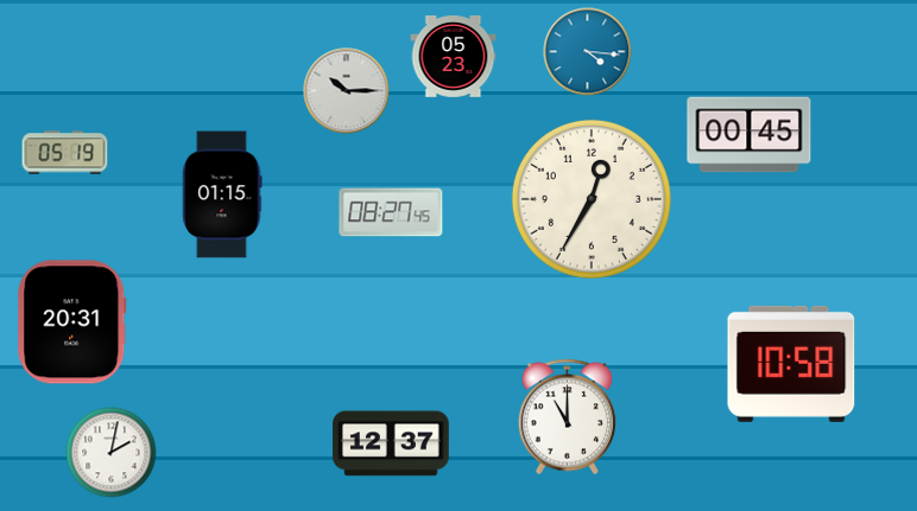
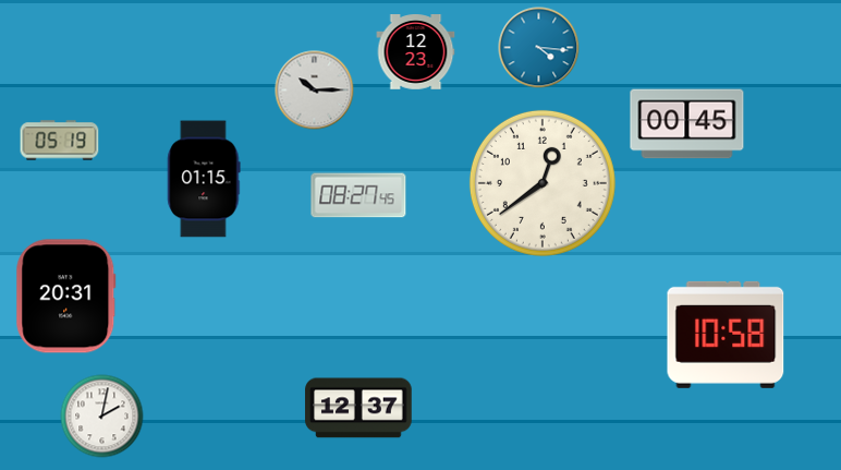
clock at (454, 57): 05:23 -> 12:23
clock at (347, 91) position: (347, 91) -> (315, 91)
clock at (592, 199): 12:35 -> 12:39
clock at (567, 417): 11:00 -> none
